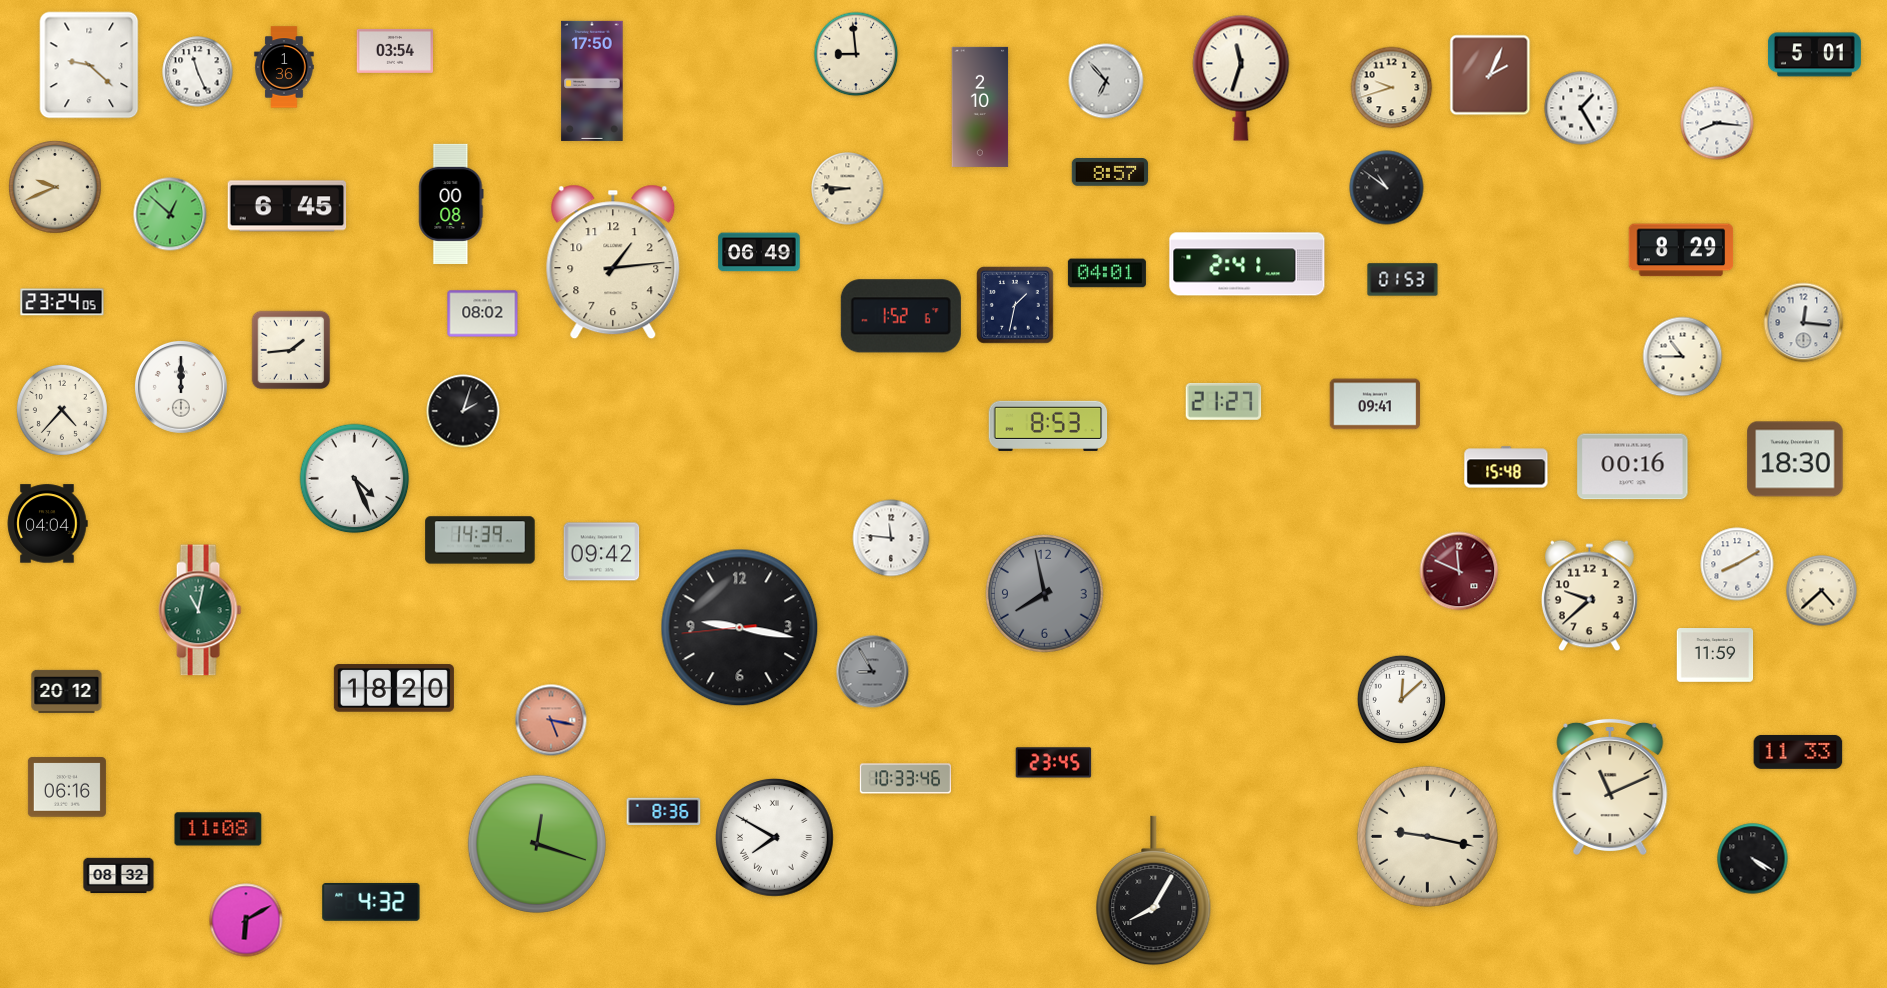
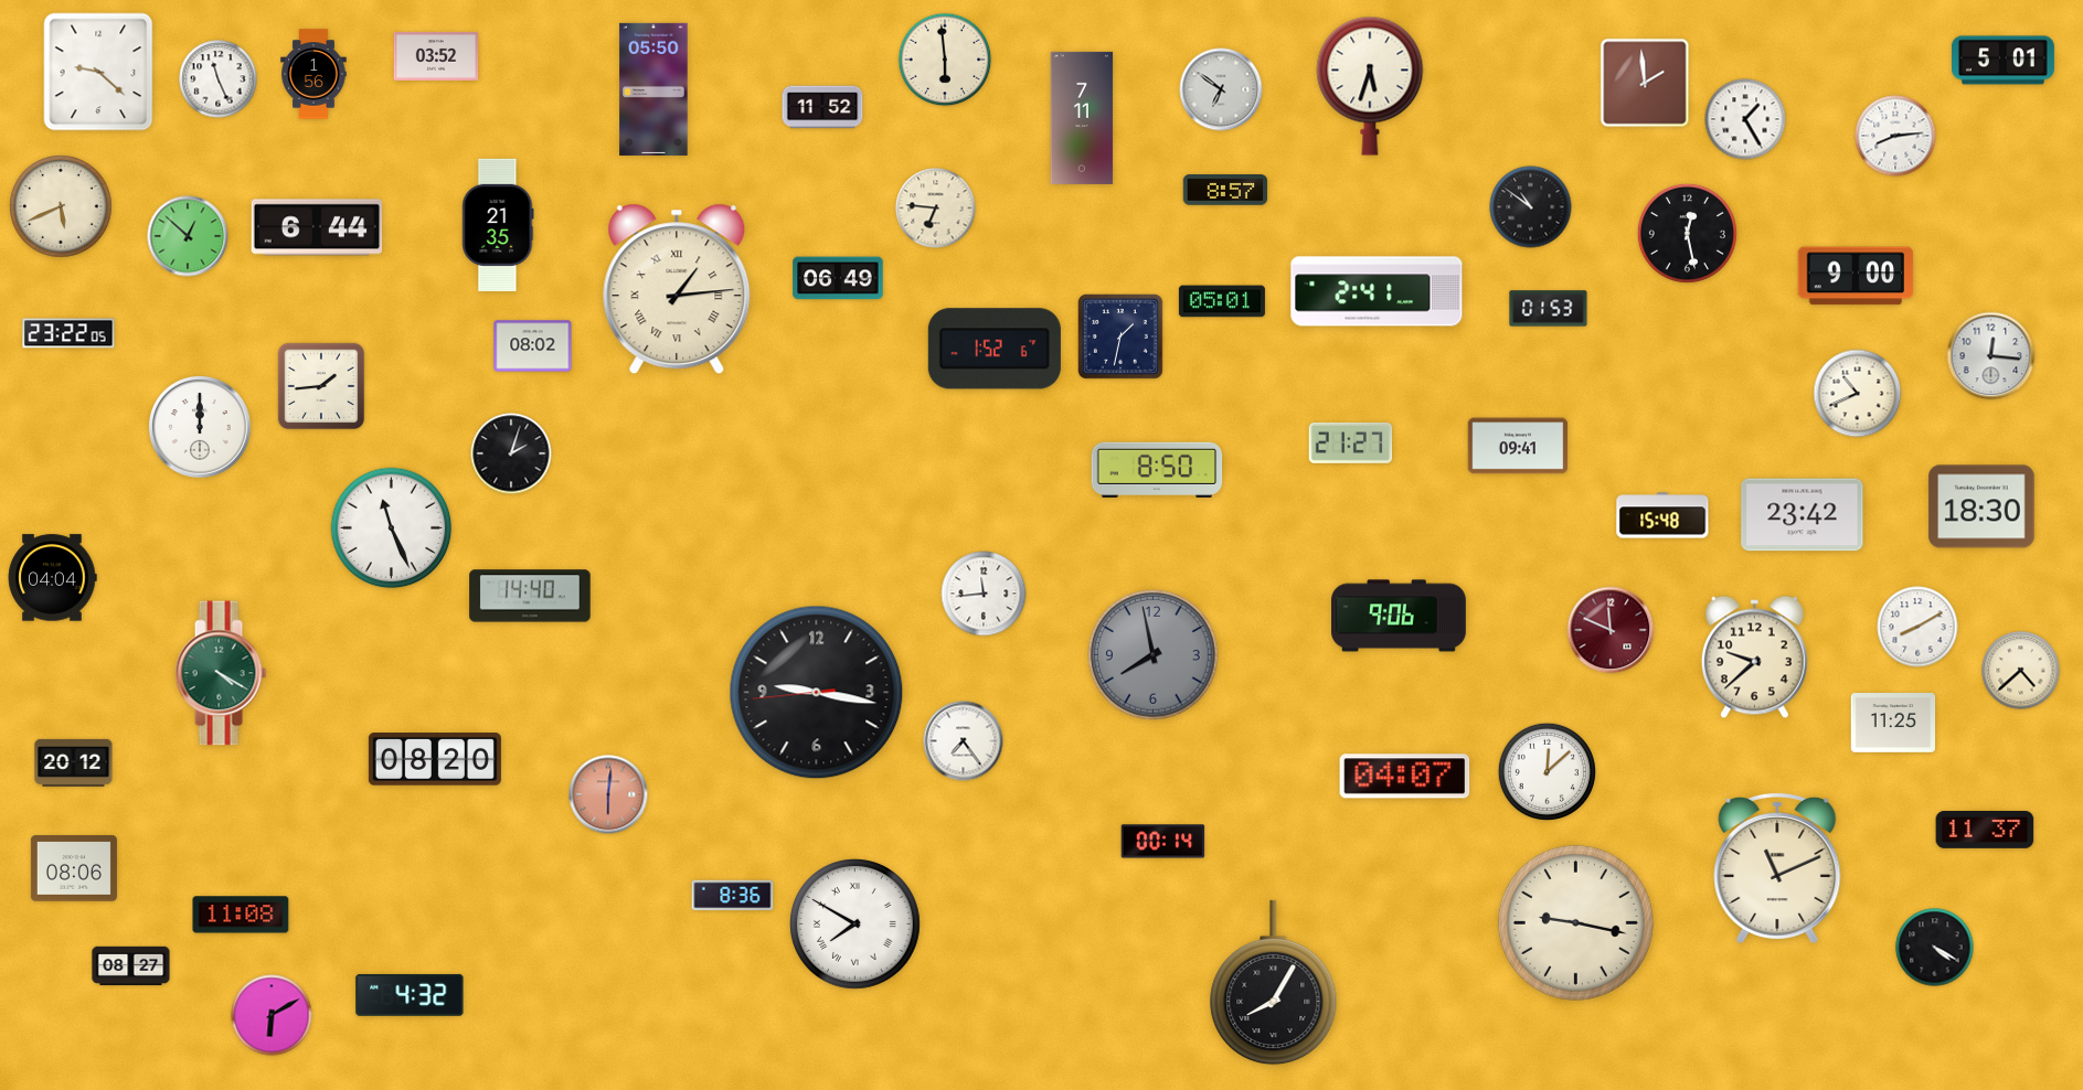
clock at (395, 51): 03:54 -> 03:52
clock at (856, 54): 8:59 -> 5:59
clock at (284, 67): 1:36 -> 1:56
clock at (1490, 75): 2:04 -> 1:59
clock at (1241, 78): 11:33 -> 5:33
clock at (592, 81): 17:50 -> 05:50
clock at (1106, 81): 6:53 -> 6:51
clock at (1392, 88): 9:42 -> none
clock at (822, 107): none -> 11:52
clock at (980, 107): 2:10 -> 7:11
clock at (1717, 123): 8:16 -> 8:14
clock at (55, 187): 9:41 -> 5:41
clock at (848, 189): 8:46 -> 6:46
clock at (451, 204): 00:08 -> 21:35
clock at (287, 206): 6:45 -> 6:44
clock at (1687, 233): none -> 12:28
clock at (1681, 250): 8:29 -> 9:00
clock at (613, 262) numerals: Arabic -> Roman
clock at (1107, 273): 04:01 -> 05:01
clock at (62, 302): 23:24 -> 23:22
clock at (1683, 357): 10:45 -> 10:41
clock at (62, 410): 4:37 -> none
clock at (1048, 426): 8:53 -> 8:50
clock at (1633, 467): 00:16 -> 23:42
clock at (355, 479): 4:26 -> 11:26
clock at (891, 538): 11:46 -> 11:44
clock at (480, 540): 14:39 -> 14:40
clock at (602, 552): 09:42 -> none
clock at (1400, 616): none -> 9:06
clock at (1737, 564) position: (1737, 564) -> (1917, 627)
clock at (1822, 591) position: (1822, 591) -> (2021, 671)
clock at (200, 610): 11:02 -> 4:20
clock at (1715, 656): 11:59 -> 11:25
clock at (873, 672): 8:55 -> 7:24
clock at (873, 672) dial: grey -> white
clock at (394, 688): 18:20 -> 08:20
clock at (1405, 777): none -> 04:07
clock at (551, 720): 5:17 -> 6:01
clock at (1798, 752): 11:33 -> 11:37
clock at (1054, 763): 23:45 -> 00:14
clock at (905, 779): 10:33 -> none
clock at (67, 787): 06:16 -> 08:06
clock at (537, 844): 12:18 -> none
clock at (119, 876): 08:32 -> 08:27
